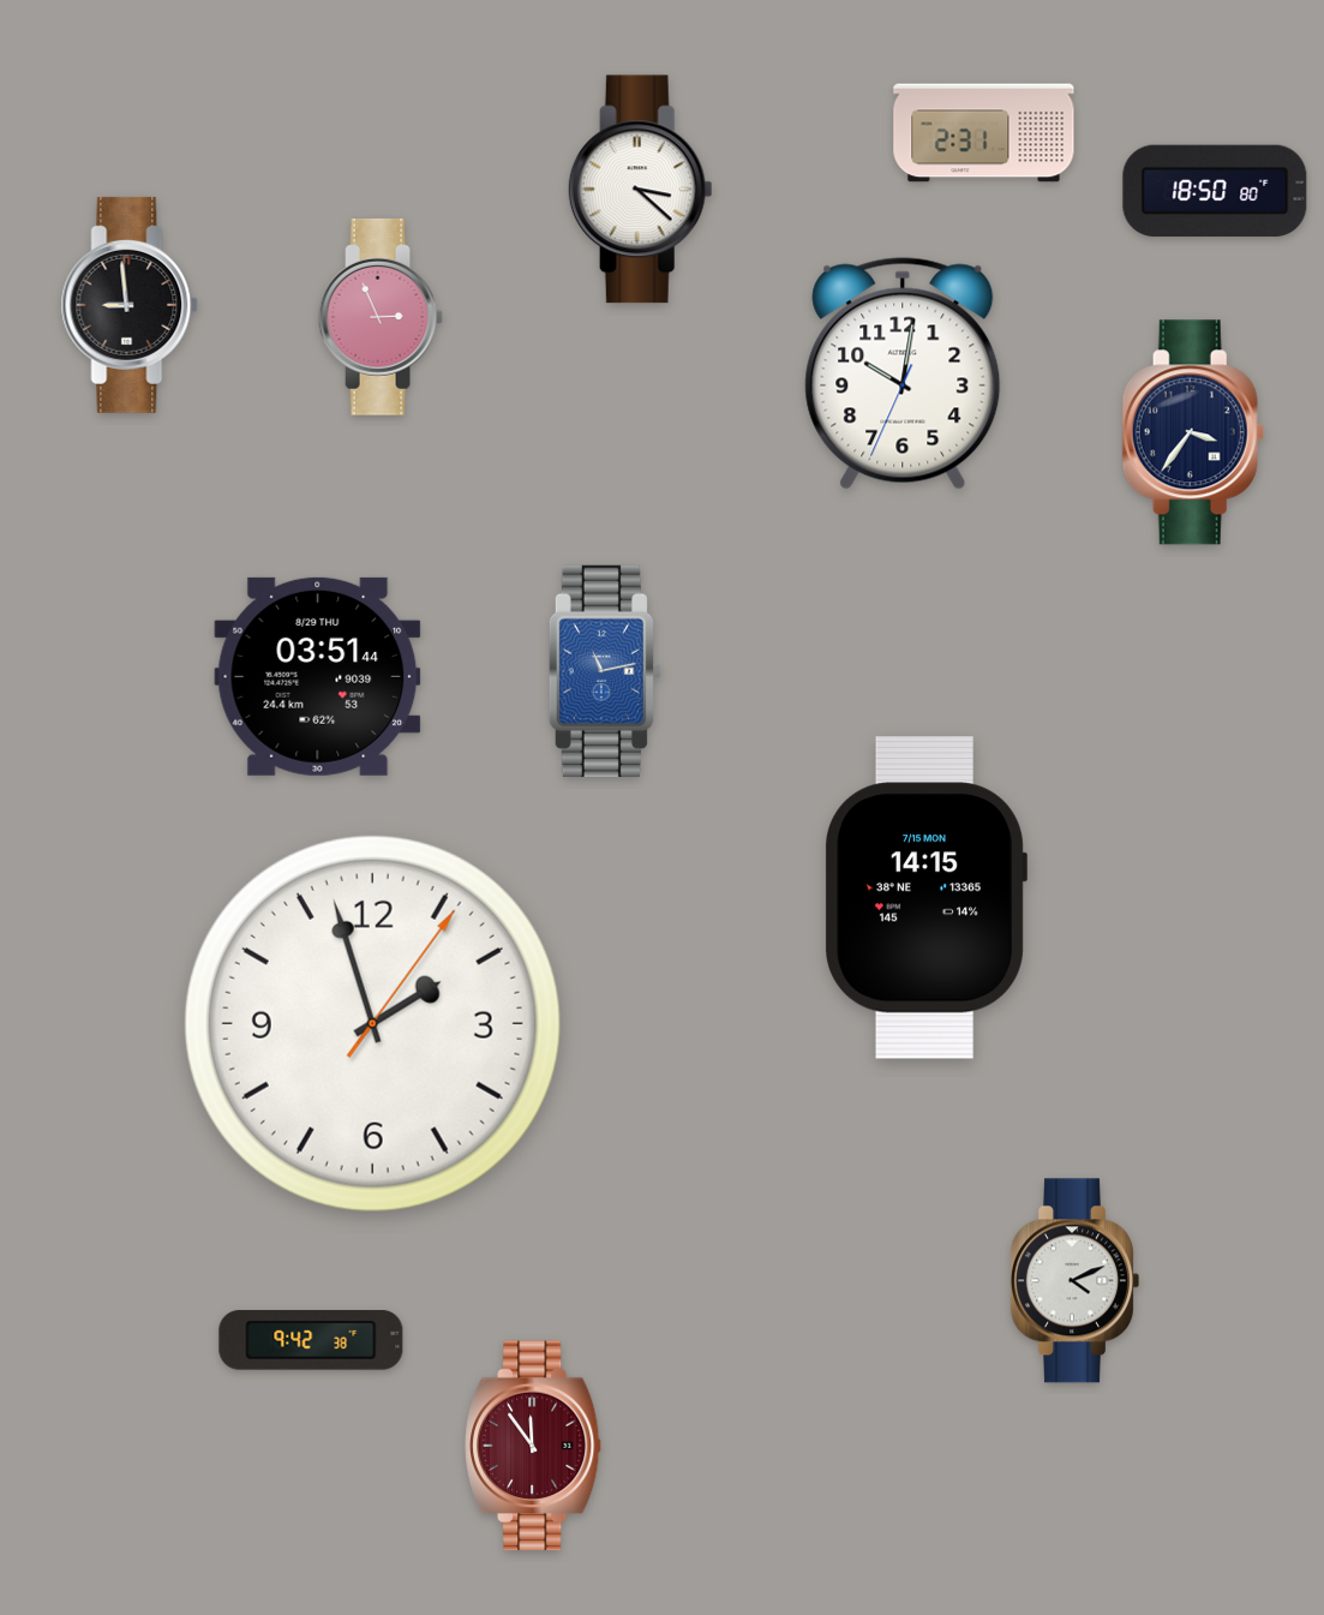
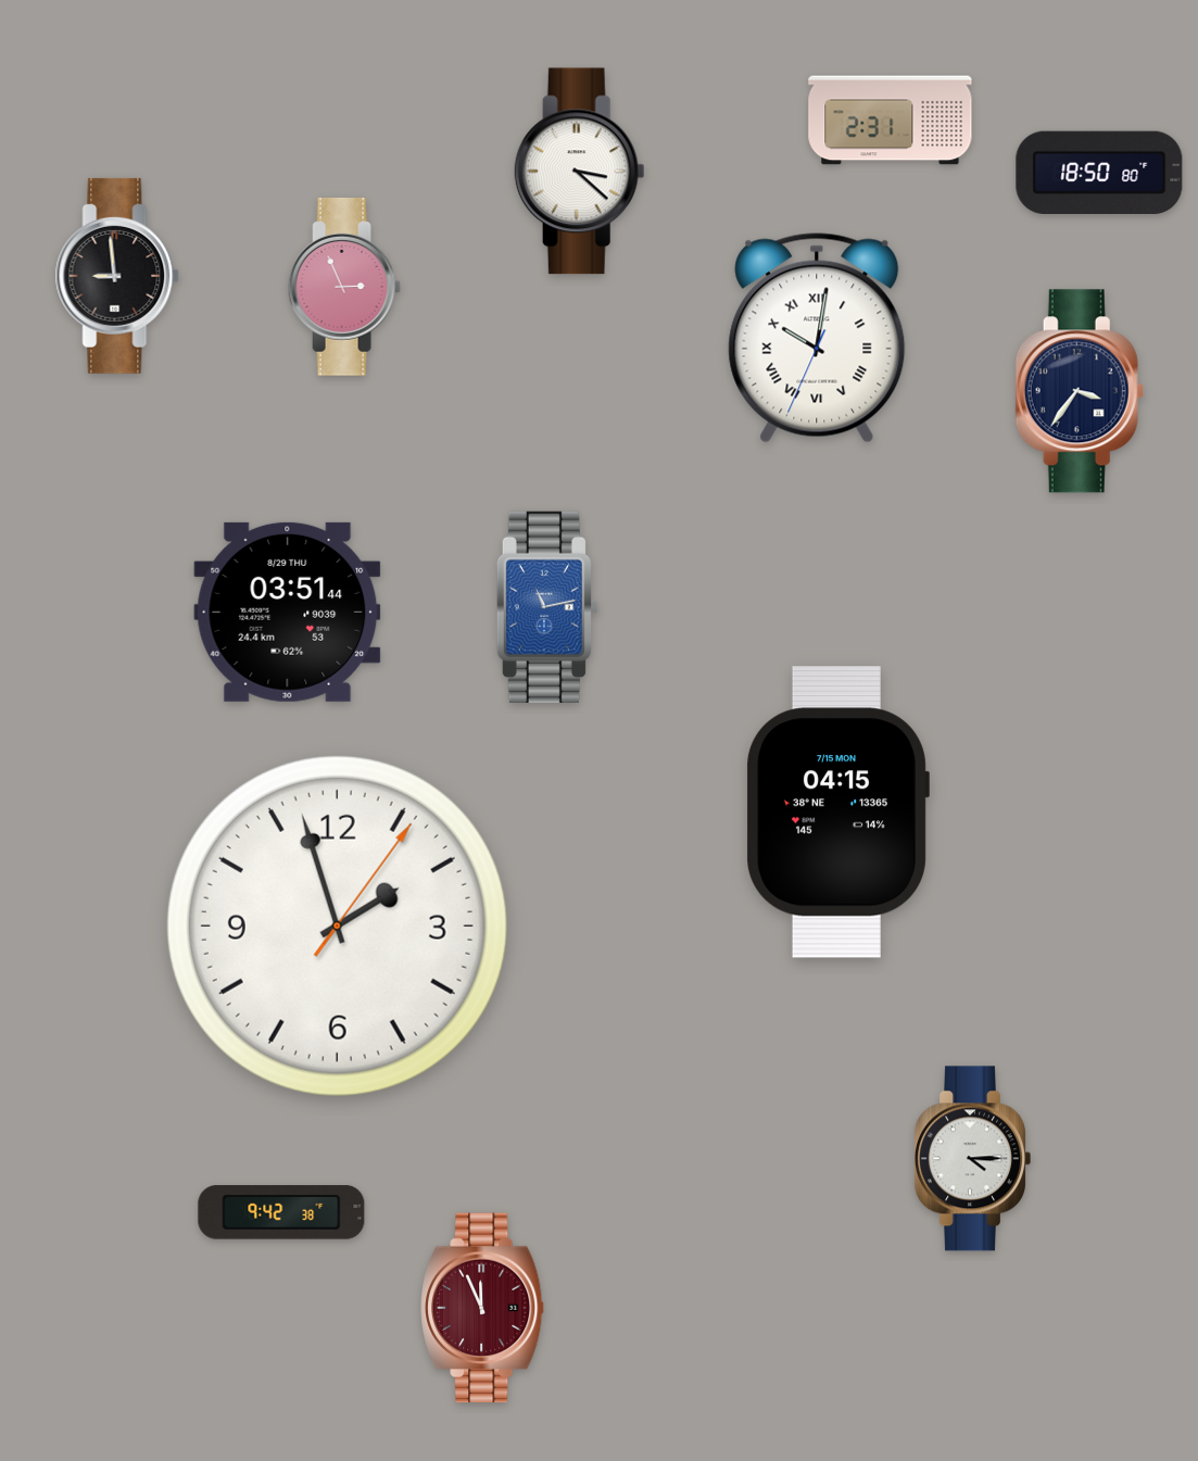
clock at (903, 373) numerals: Arabic -> Roman
clock at (927, 898): 14:15 -> 04:15
clock at (1074, 1281): 4:11 -> 4:15
clock at (534, 1446): 11:54 -> 11:56
